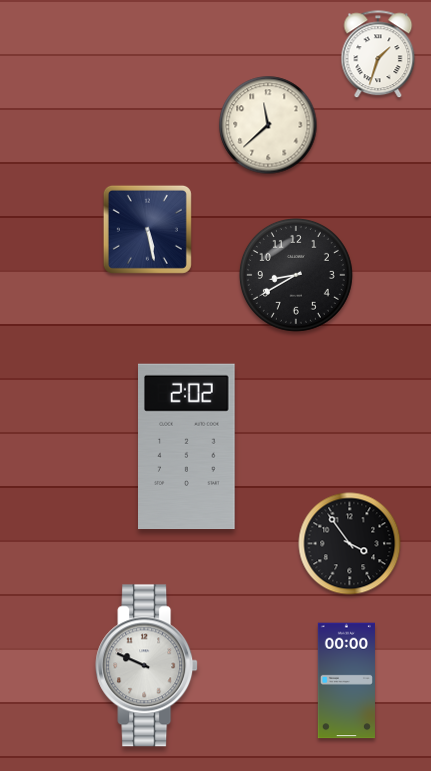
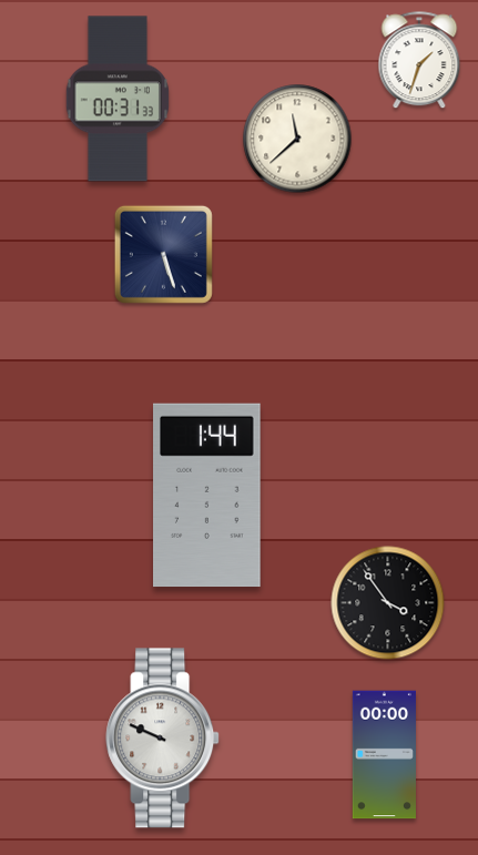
clock at (116, 99): none -> 00:31
clock at (147, 229): 5:28 -> 5:27
clock at (296, 275): 8:40 -> none
clock at (187, 447): 2:02 -> 1:44
